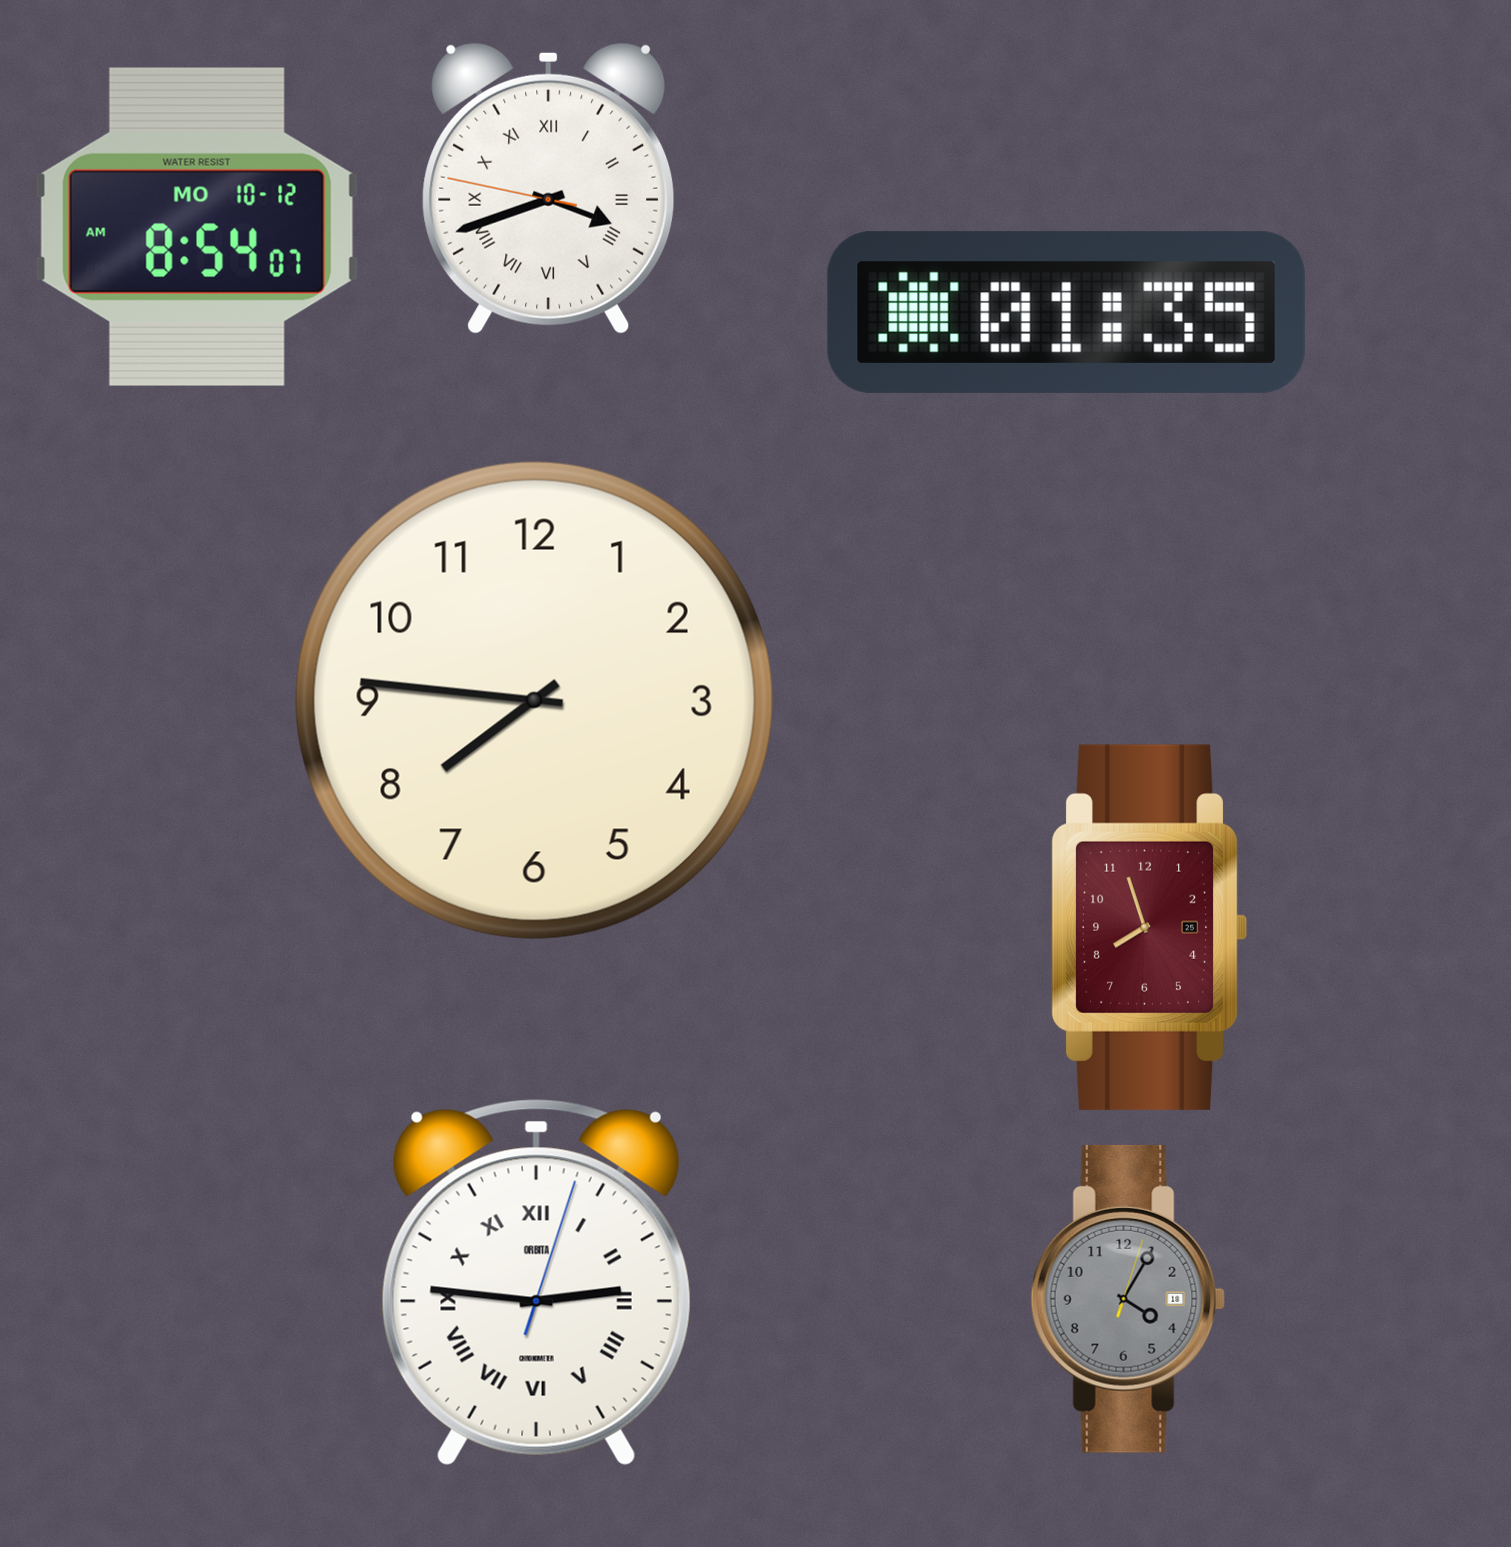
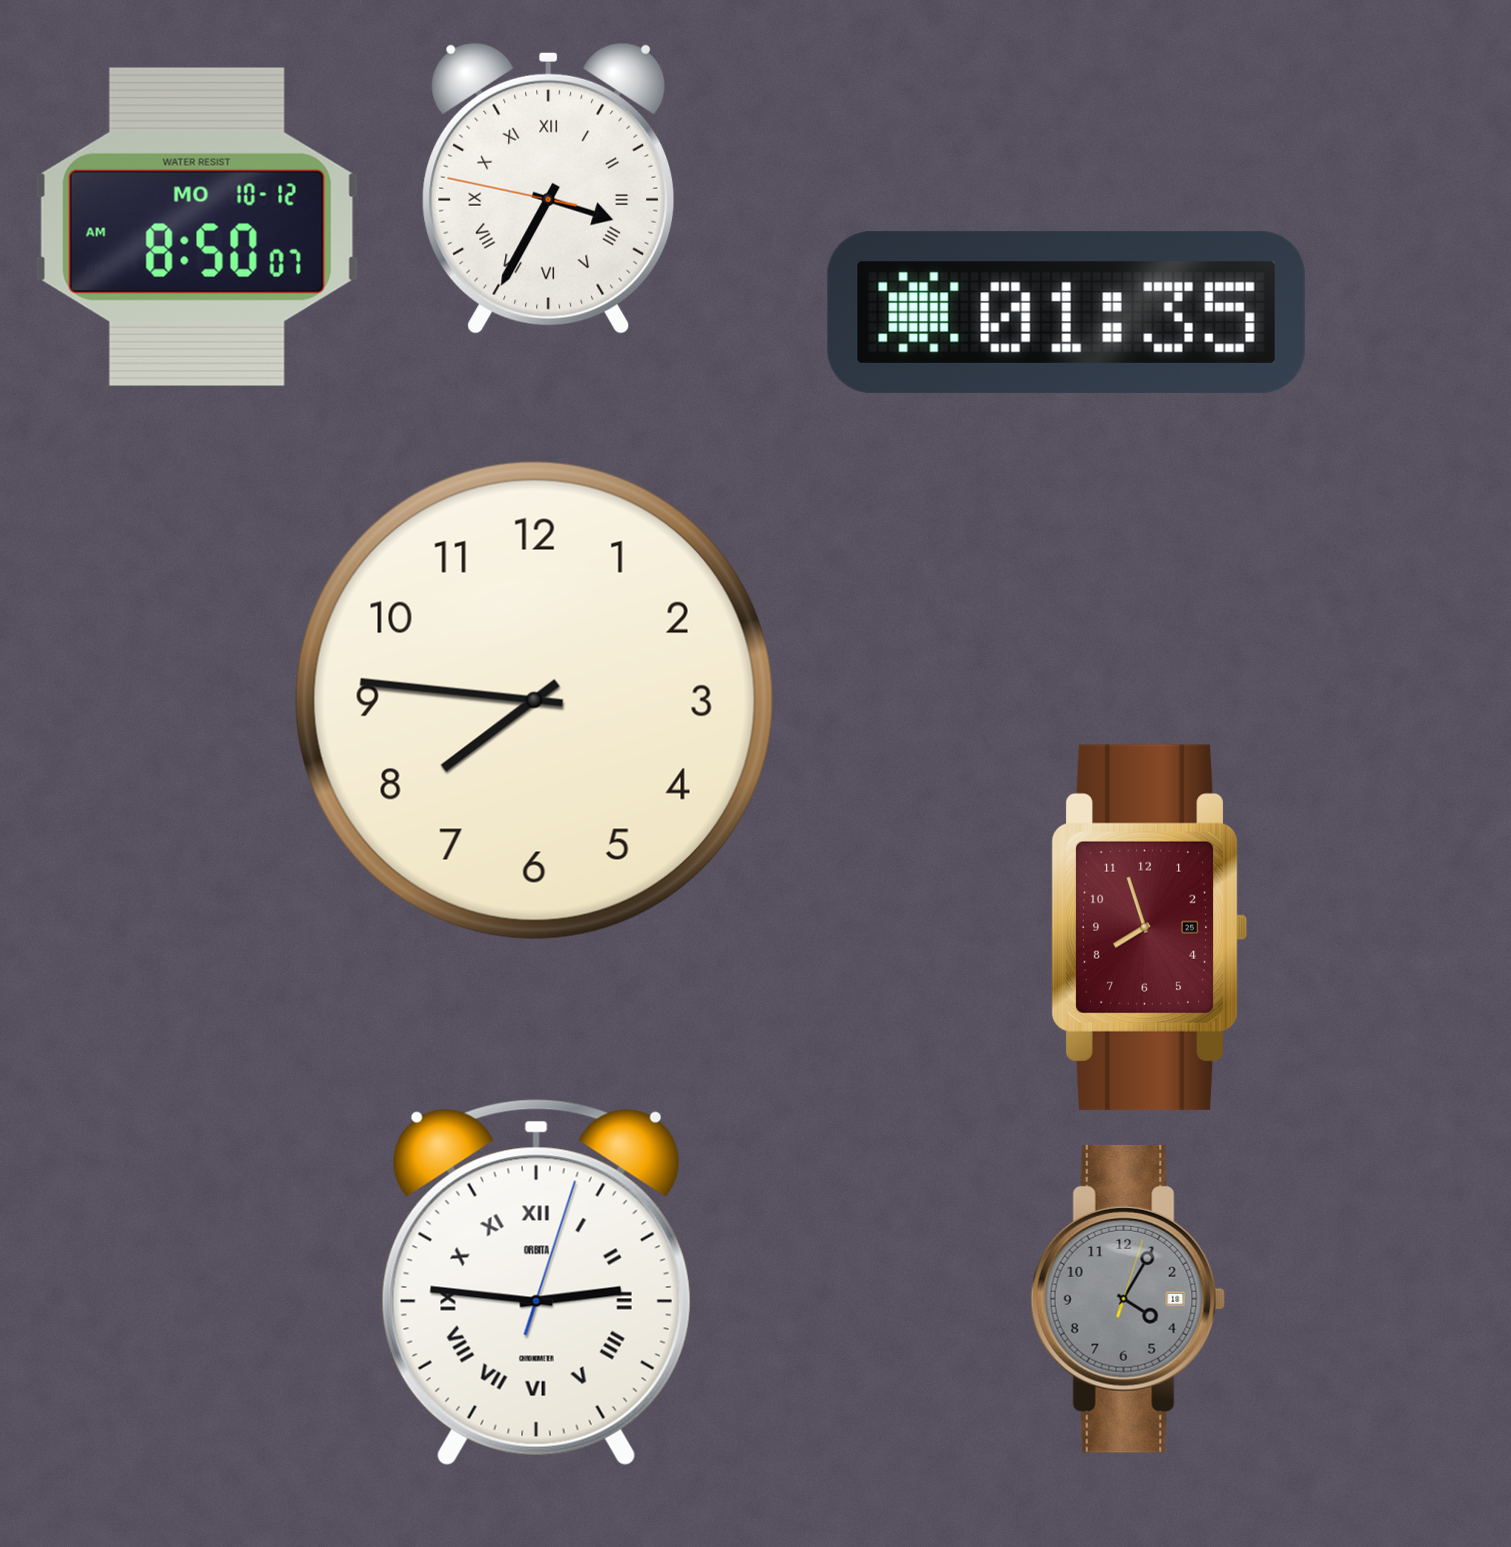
clock at (549, 188): 3:41 -> 3:34
clock at (197, 227): 8:54 -> 8:50
